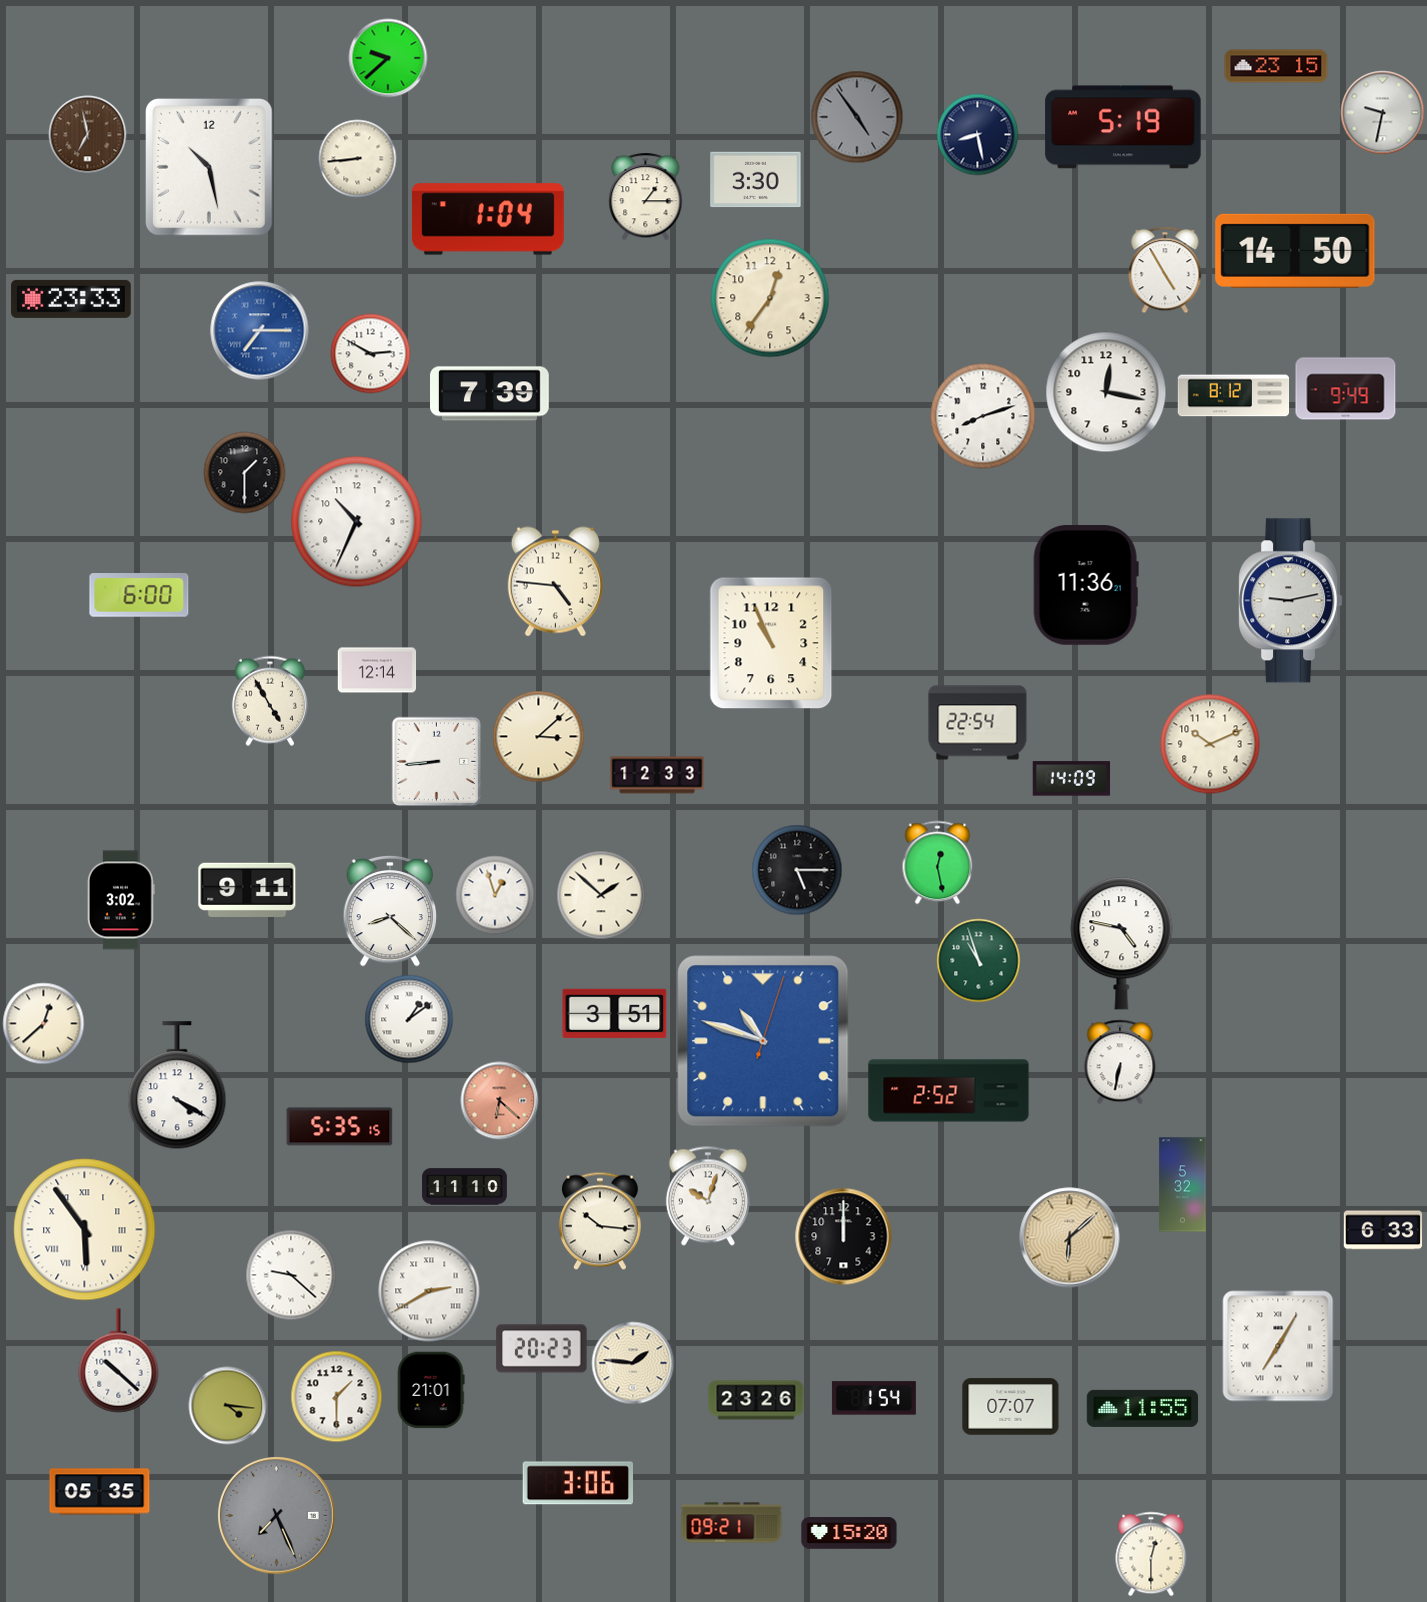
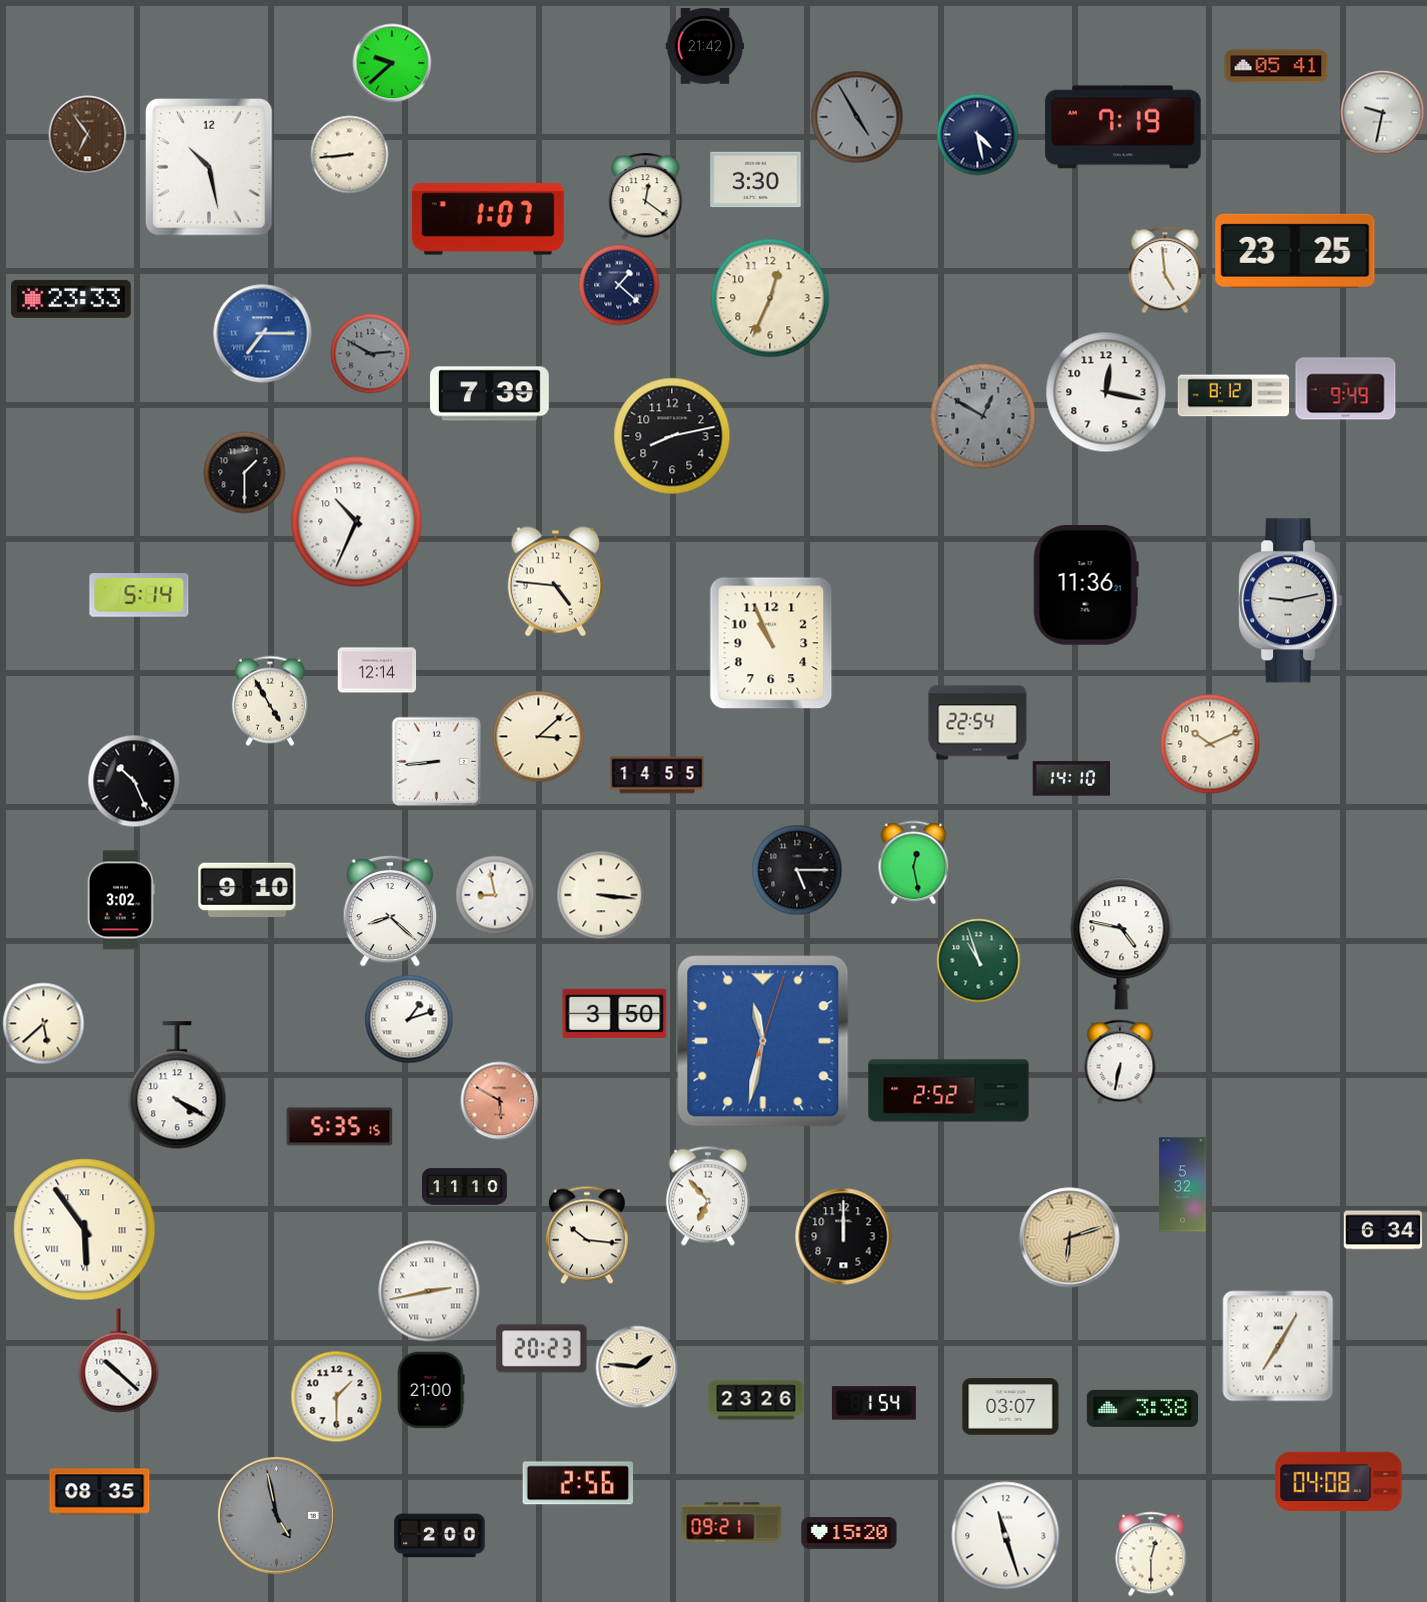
clock at (705, 46): none -> 21:42
clock at (388, 58) position: (388, 58) -> (392, 63)
clock at (1276, 66): 23:15 -> 05:41
clock at (857, 117): 4:54 -> 4:55
clock at (1123, 127): 5:19 -> 7:19
clock at (88, 135): 6:58 -> 6:54
clock at (978, 135): 8:28 -> 4:28
clock at (358, 159) position: (358, 159) -> (350, 155)
clock at (646, 197): 1:15 -> 12:21
clock at (488, 219): 1:04 -> 1:07
clock at (1295, 251): 14:50 -> 23:25
clock at (1165, 270): 4:55 -> 4:59
clock at (619, 285): none -> 1:22
clock at (770, 298): 12:36 -> 12:34
clock at (260, 331) position: (260, 331) -> (263, 334)
clock at (371, 354) dial: white -> grey
clock at (983, 416): 8:12 -> 12:50
clock at (983, 416) dial: white -> grey
clock at (672, 436): none -> 8:13
clock at (139, 596): 6:00 -> 5:14
clock at (657, 775): 12:33 -> 14:55
clock at (1072, 779): 14:09 -> 14:10
clock at (134, 781): none -> 10:26
clock at (938, 863) position: (938, 863) -> (914, 863)
clock at (247, 890): 9:11 -> 9:10
clock at (495, 895): 12:57 -> 8:58
clock at (601, 895): 1:52 -> 3:16
clock at (615, 1013): 3:51 -> 3:50
clock at (409, 1019): 1:09 -> 1:12
clock at (44, 1024): 12:38 -> 5:38
clock at (763, 1041): 10:48 -> 11:32
clock at (500, 1101): 6:22 -> 5:50
clock at (708, 1196): 10:03 -> 6:53
clock at (601, 1221) position: (601, 1221) -> (588, 1235)
clock at (1383, 1230): 6:33 -> 6:34
clock at (1070, 1238): 6:08 -> 6:12
clock at (291, 1275): 9:22 -> none
clock at (429, 1291): 2:40 -> 2:43
clock at (633, 1363) position: (633, 1363) -> (637, 1367)
clock at (431, 1390): 21:01 -> 21:00
clock at (874, 1398) position: (874, 1398) -> (874, 1403)
clock at (228, 1406): 4:16 -> none
clock at (1011, 1407): 07:07 -> 03:07
clock at (1143, 1408): 11:55 -> 3:38
clock at (1339, 1481): none -> 04:08
clock at (577, 1483): 3:06 -> 2:56
clock at (100, 1492): 05:35 -> 08:35
clock at (276, 1515): 7:26 -> 4:58
clock at (440, 1536): none -> 2:00
clock at (1006, 1536): none -> 11:27
